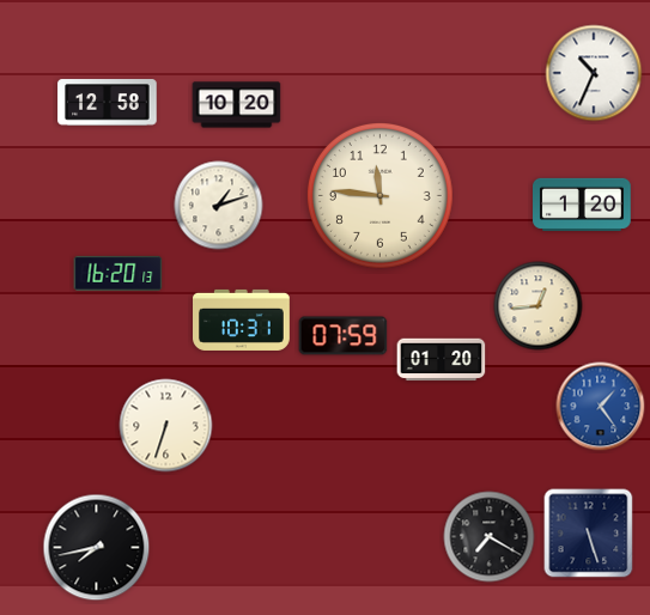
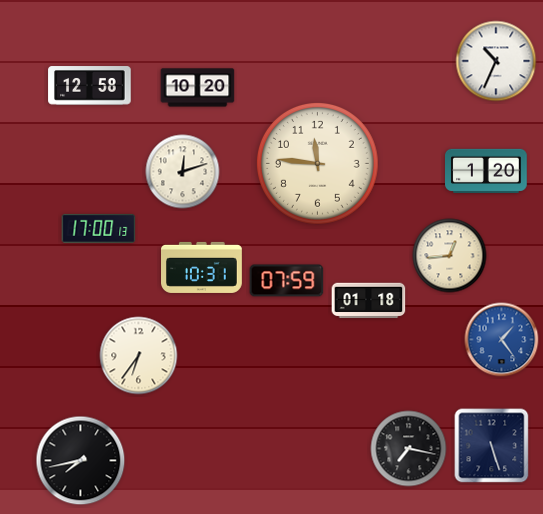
clock at (219, 206): 1:12 -> 12:12
clock at (119, 273): 16:20 -> 17:00
clock at (442, 360): 01:20 -> 01:18
clock at (166, 426): 6:33 -> 6:36
clock at (490, 537): 7:20 -> 7:17
clock at (97, 548) position: (97, 548) -> (81, 461)
